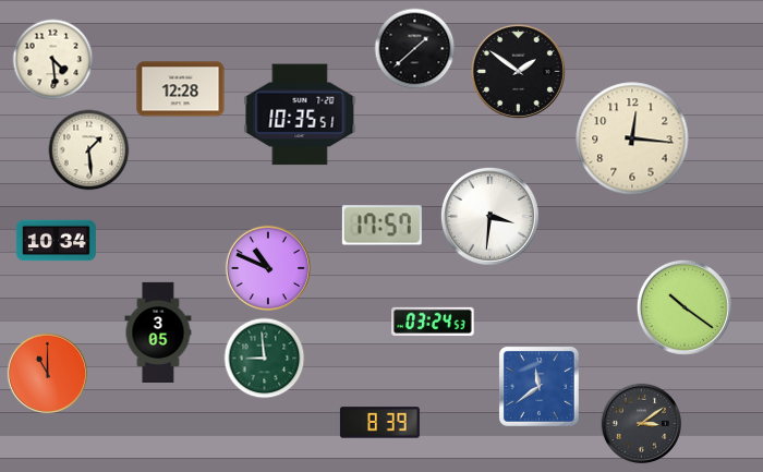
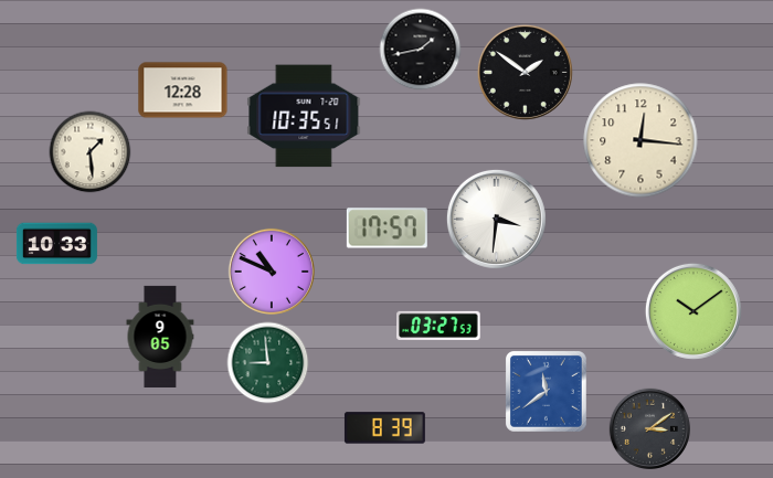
clock at (415, 49): 1:38 -> 1:43
clock at (53, 60): 4:29 -> none
clock at (56, 241): 10:34 -> 10:33
clock at (685, 307): 10:21 -> 10:09
clock at (433, 322): 03:24 -> 03:27
clock at (158, 331): 3:05 -> 9:05
clock at (47, 373): 11:00 -> none
